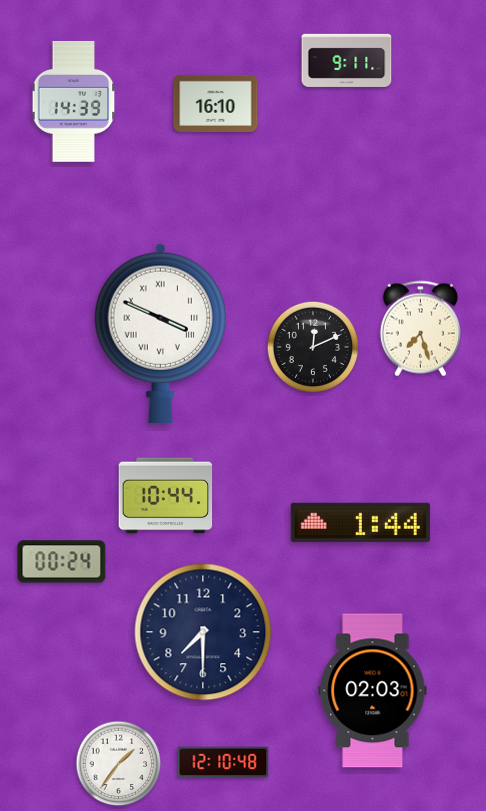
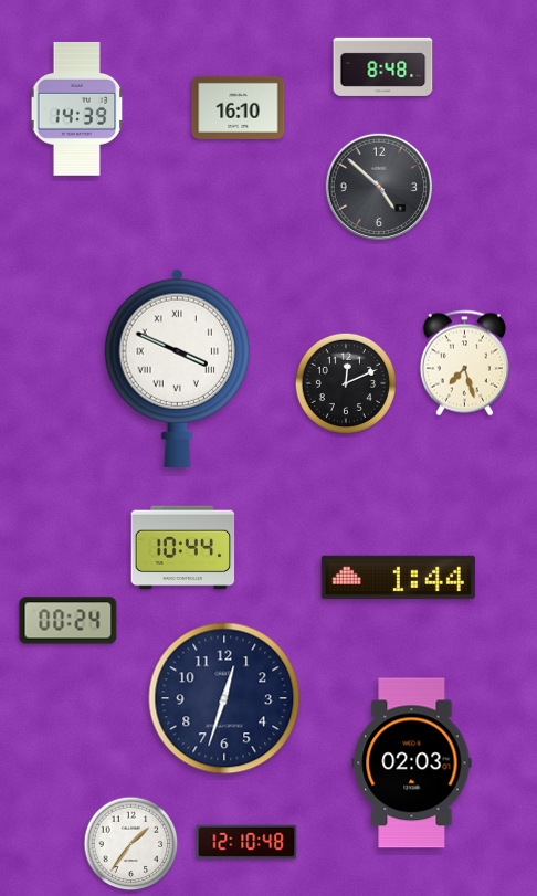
clock at (347, 60): 9:11 -> 8:48
clock at (74, 101) position: (74, 101) -> (77, 108)
clock at (216, 103) position: (216, 103) -> (239, 107)
clock at (378, 186): none -> 4:52
clock at (203, 632): 7:30 -> 12:33
